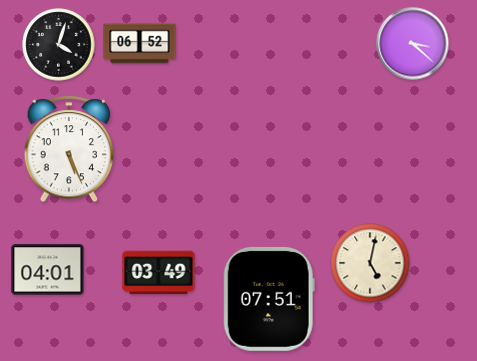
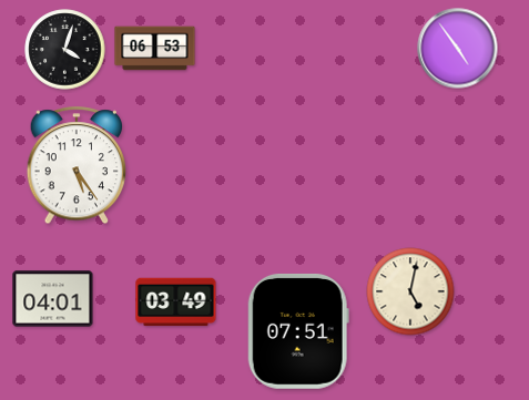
clock at (140, 44): 06:52 -> 06:53
clock at (413, 44): 3:22 -> 4:54
clock at (69, 150): 5:26 -> 5:24
